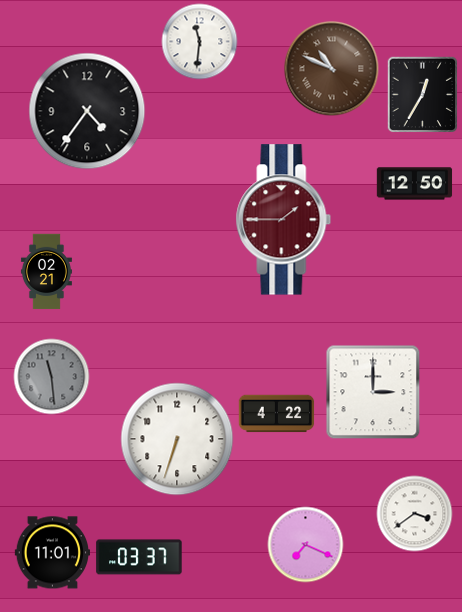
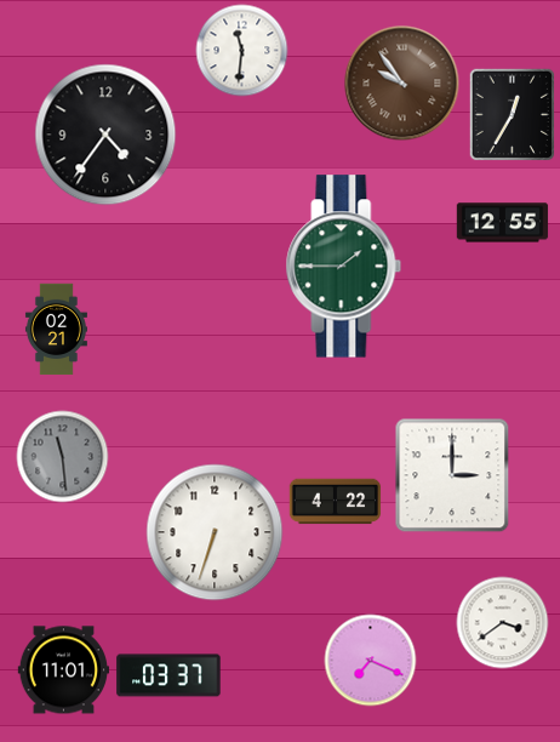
clock at (332, 69): 10:49 -> 9:54
clock at (415, 184): 12:50 -> 12:55
clock at (284, 220) dial: burgundy -> green
